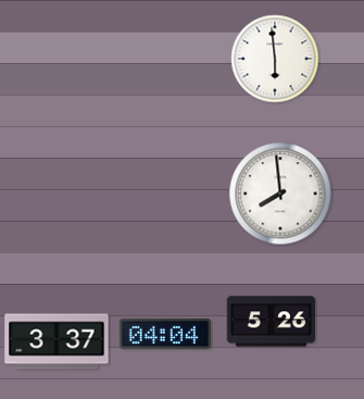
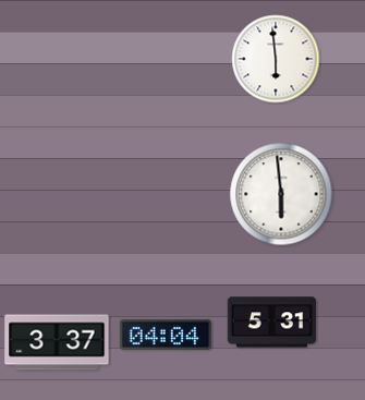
clock at (280, 194): 7:59 -> 5:59
clock at (272, 322): 5:26 -> 5:31
